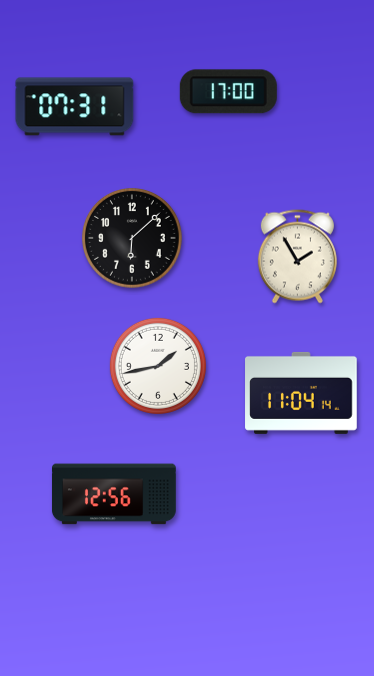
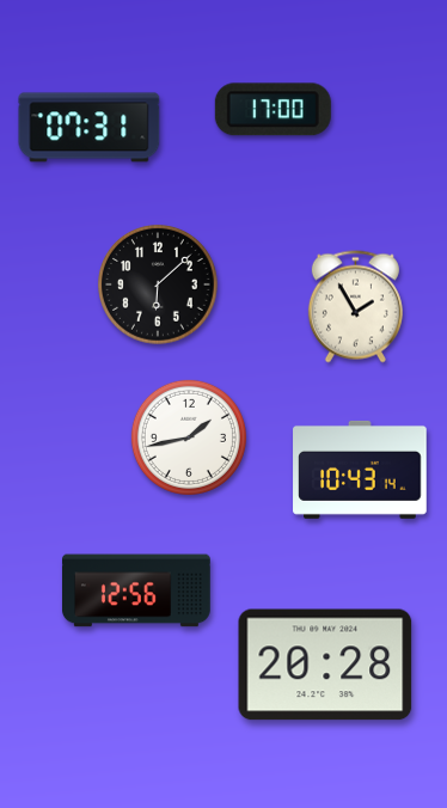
clock at (301, 393): 11:04 -> 10:43
clock at (325, 665): none -> 20:28
